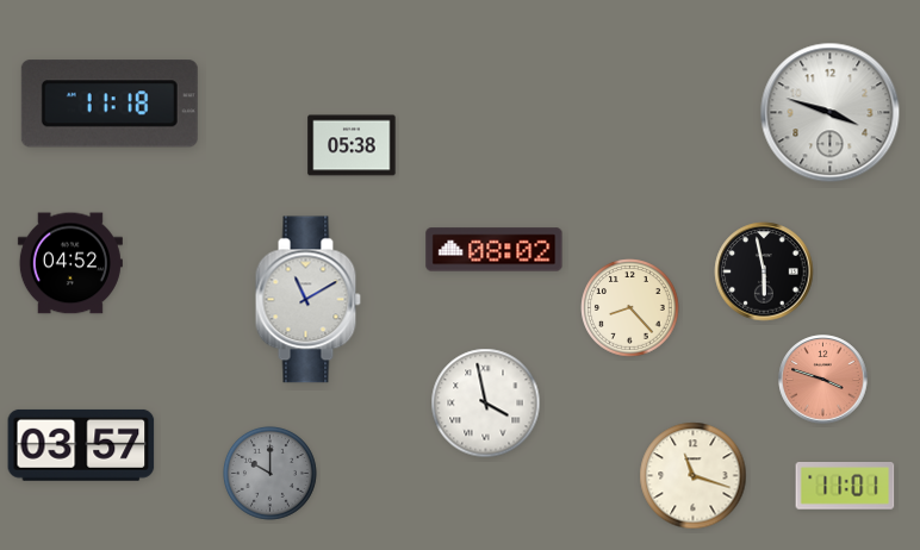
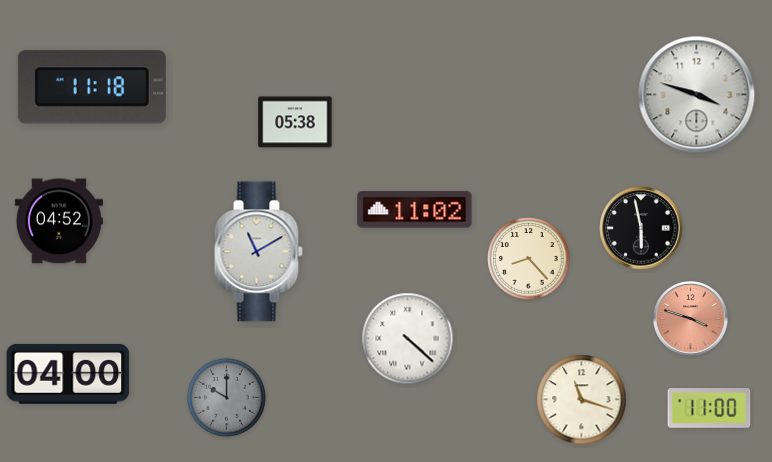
clock at (495, 250): 08:02 -> 11:02
clock at (486, 404): 3:58 -> 4:22
clock at (81, 445): 03:57 -> 04:00
clock at (845, 487): 11:01 -> 11:00
